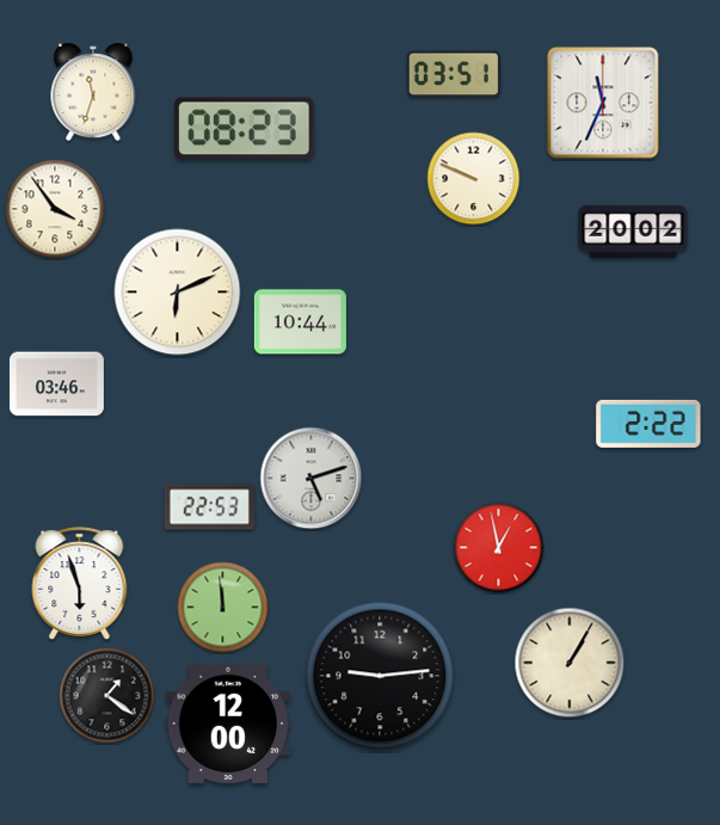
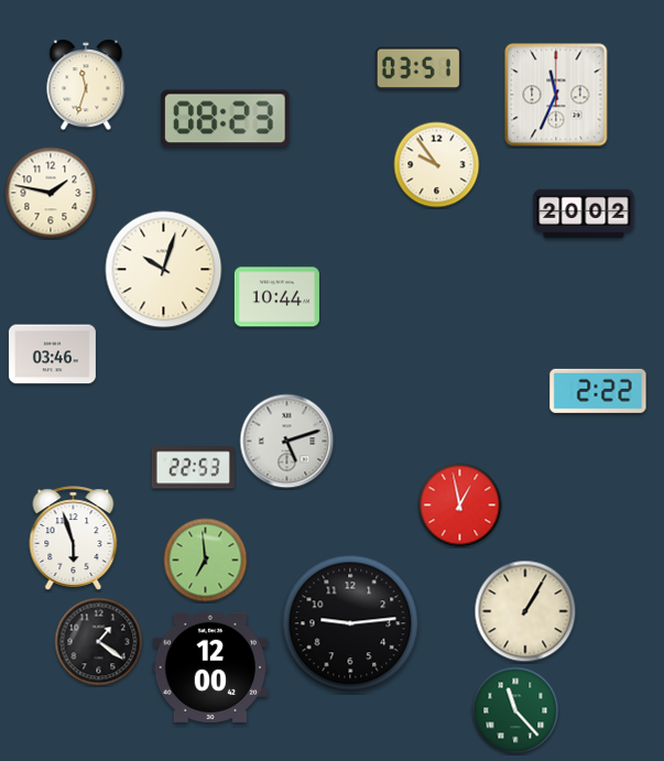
clock at (474, 179): 9:49 -> 9:54
clock at (55, 209): 3:54 -> 1:47
clock at (178, 293): 6:11 -> 10:03
clock at (223, 608): 11:59 -> 6:59
clock at (515, 710): none -> 11:23
